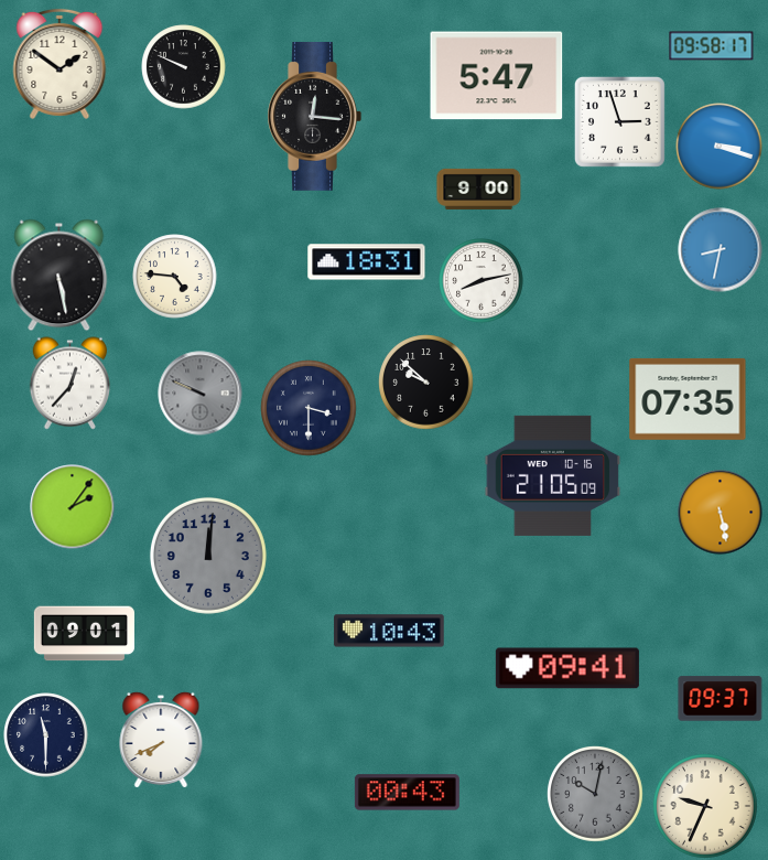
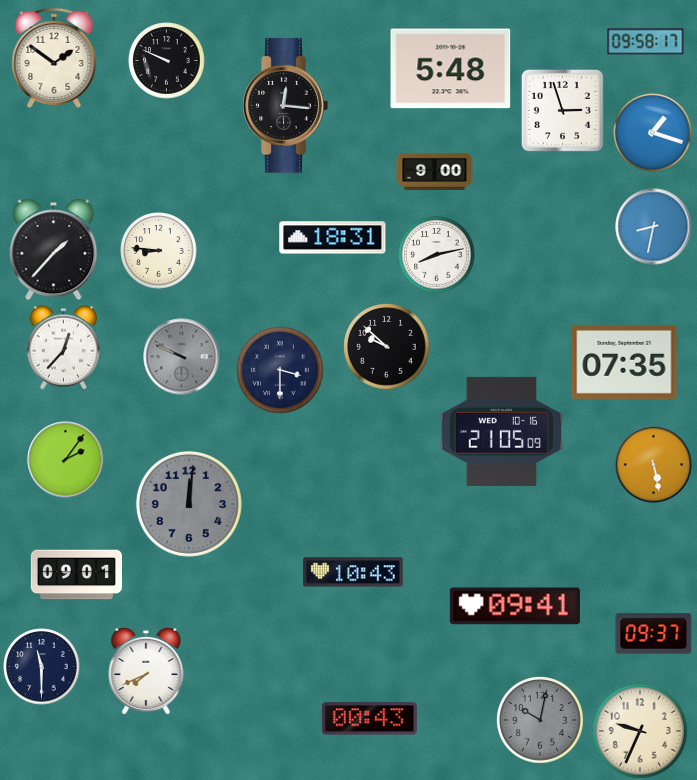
clock at (497, 76): 5:47 -> 5:48
clock at (720, 147): 3:18 -> 1:18
clock at (60, 276): 5:28 -> 1:37
clock at (175, 277): 4:46 -> 8:46
